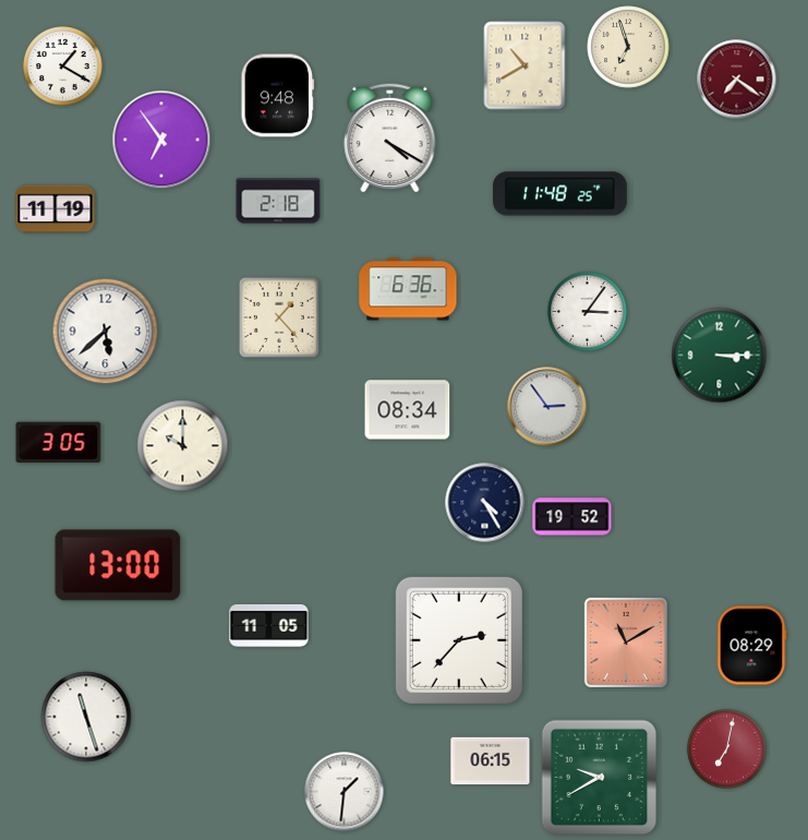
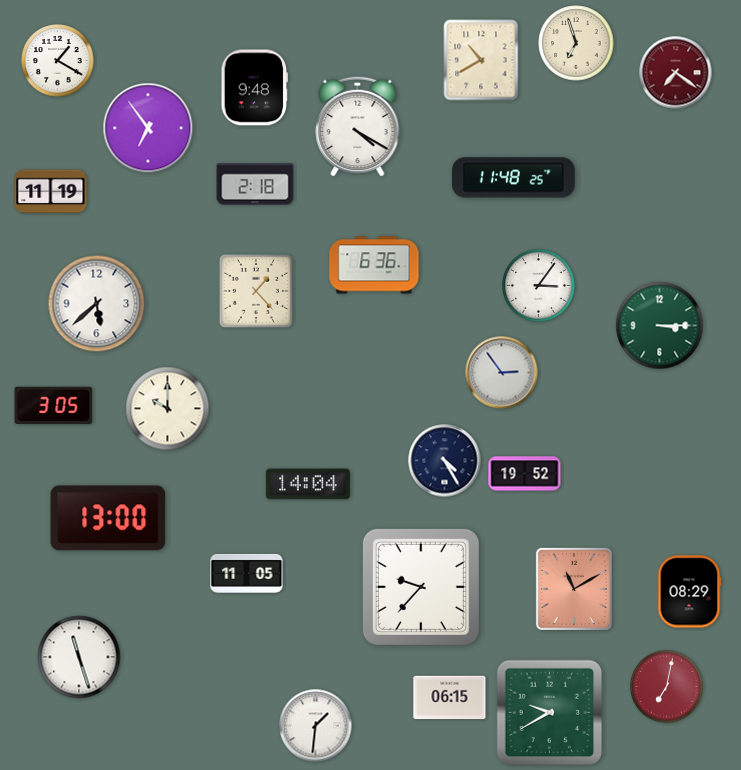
clock at (408, 410): 08:34 -> none
clock at (308, 484): none -> 14:04
clock at (459, 640): 2:37 -> 9:37
